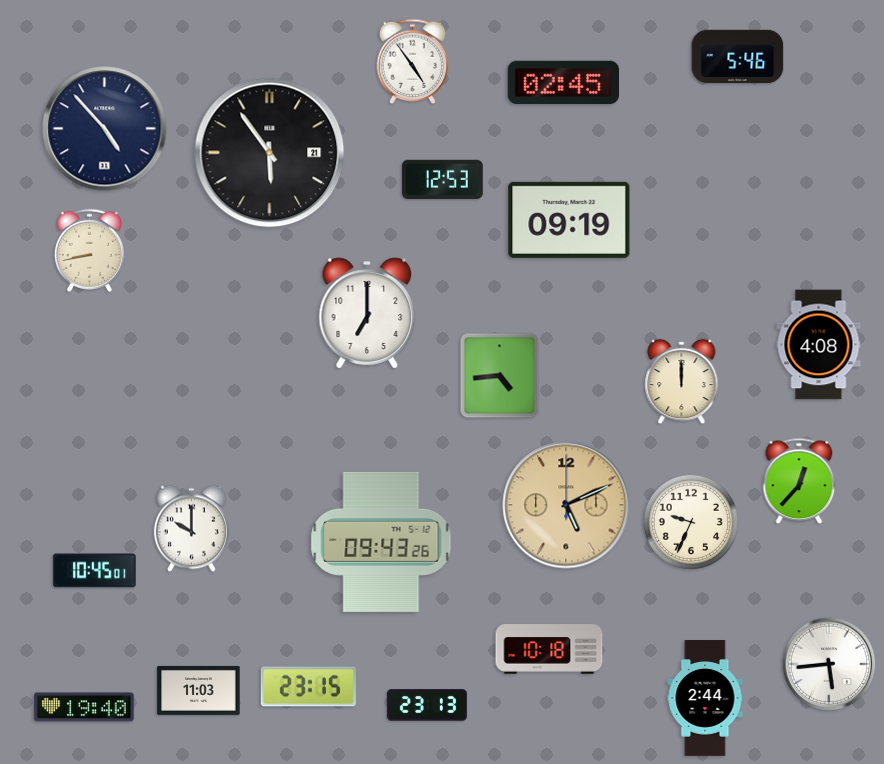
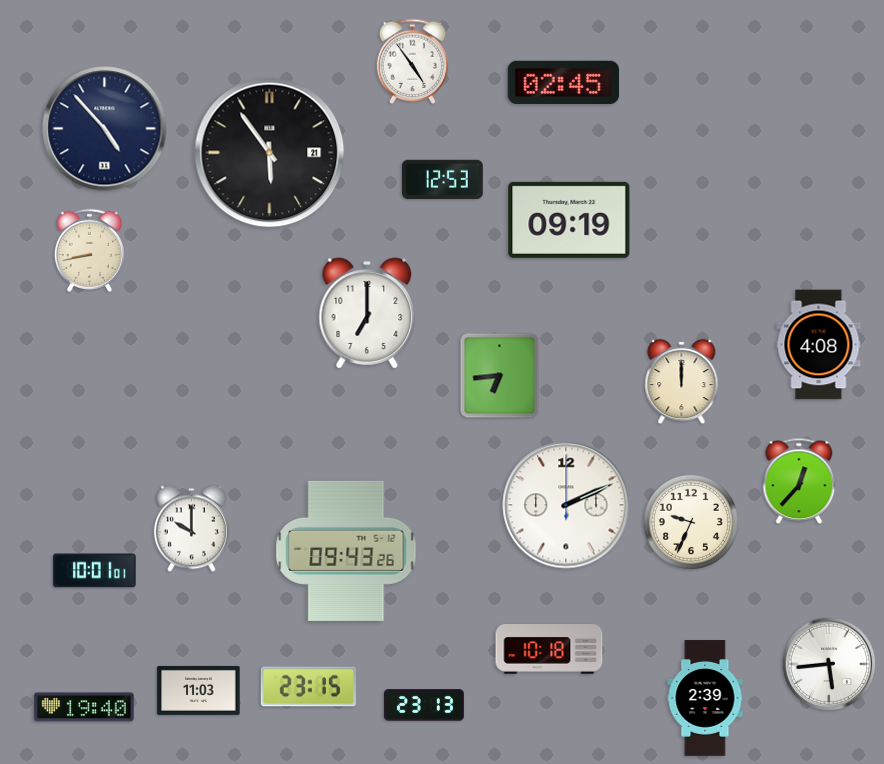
clock at (738, 57): 5:46 -> none
clock at (500, 376): 4:44 -> 6:44
clock at (566, 505): 5:11 -> 2:11
clock at (566, 505) dial: champagne -> white
clock at (381, 542) position: (381, 542) -> (346, 551)
clock at (95, 571): 10:45 -> 10:01
clock at (705, 698): 2:44 -> 2:39
clock at (427, 705) position: (427, 705) -> (424, 705)
